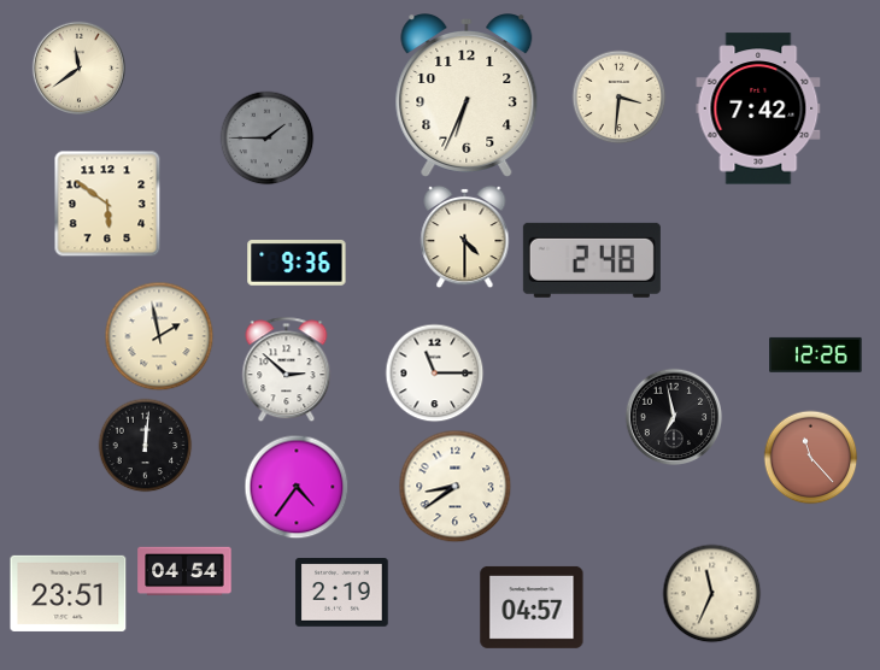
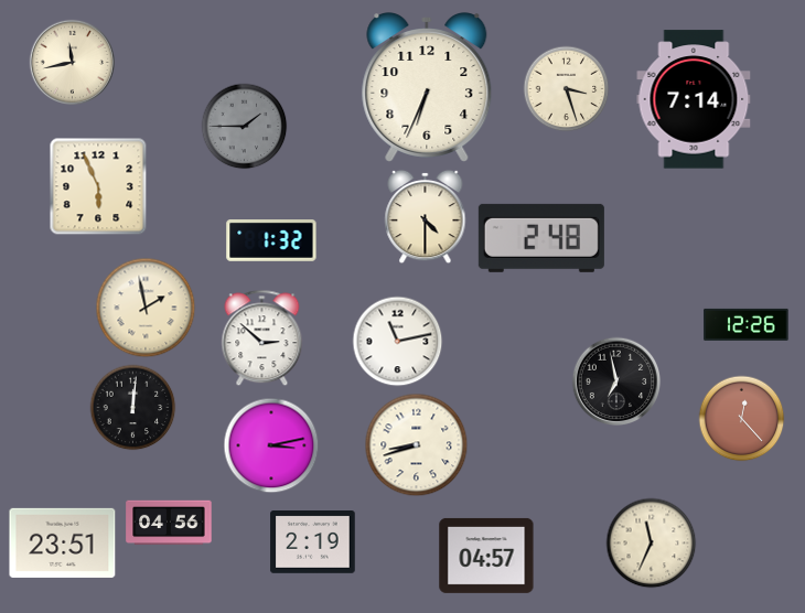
clock at (78, 67): 11:39 -> 11:43
clock at (618, 96): 3:31 -> 3:27
clock at (758, 108): 7:42 -> 7:14
clock at (107, 204): 5:51 -> 5:56
clock at (297, 264): 9:36 -> 1:32
clock at (434, 372): 11:15 -> 11:13
clock at (810, 457): 11:23 -> 12:23
clock at (454, 486): 8:39 -> 8:42
clock at (297, 487): 4:36 -> 3:13
clock at (184, 571): 04:54 -> 04:56
